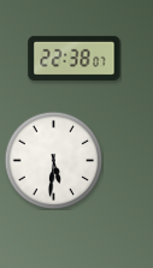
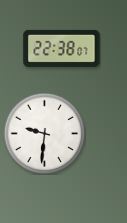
clock at (53, 160): 5:31 -> 9:31
